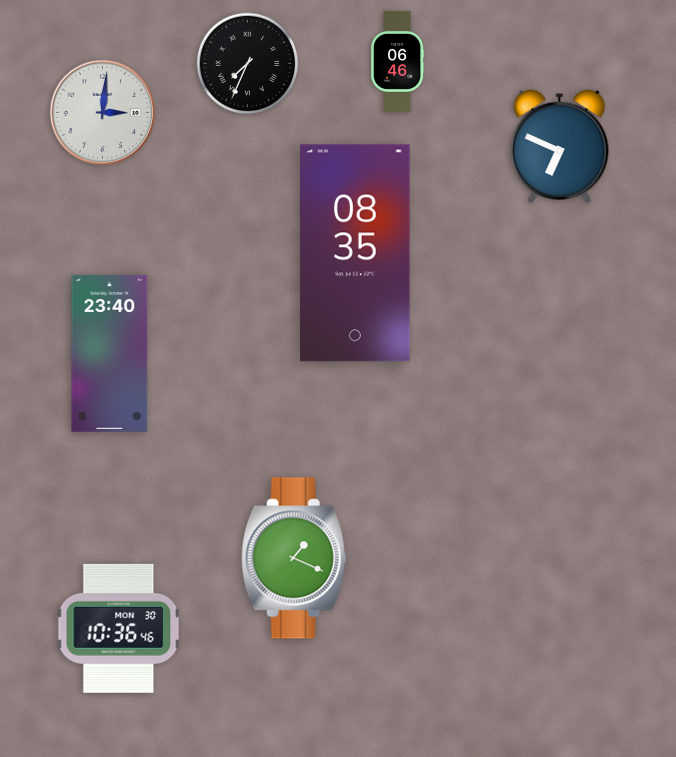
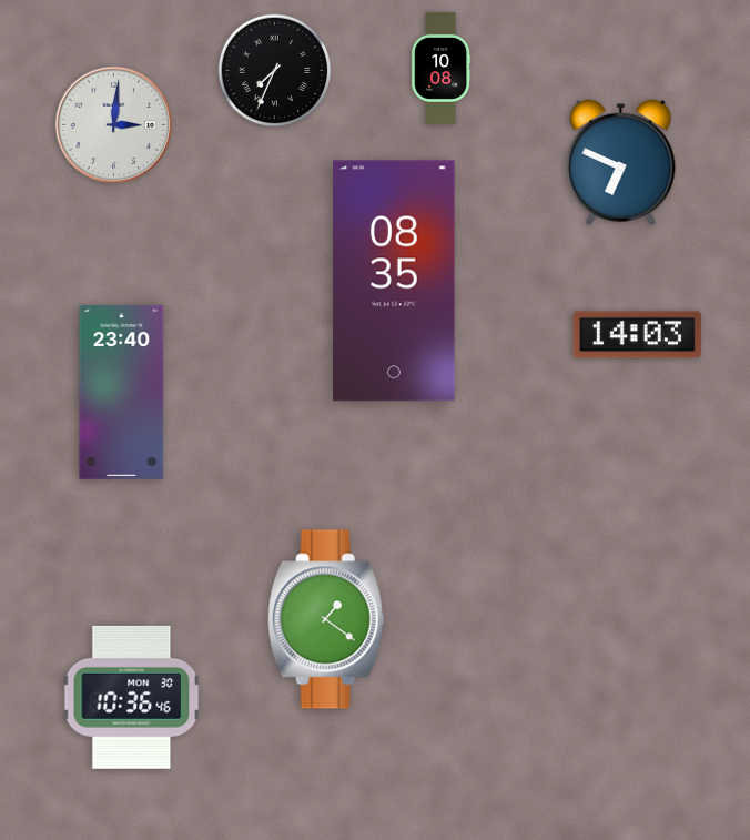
clock at (398, 61): 06:46 -> 10:08
clock at (637, 335): none -> 14:03
clock at (294, 558): 1:19 -> 1:21
